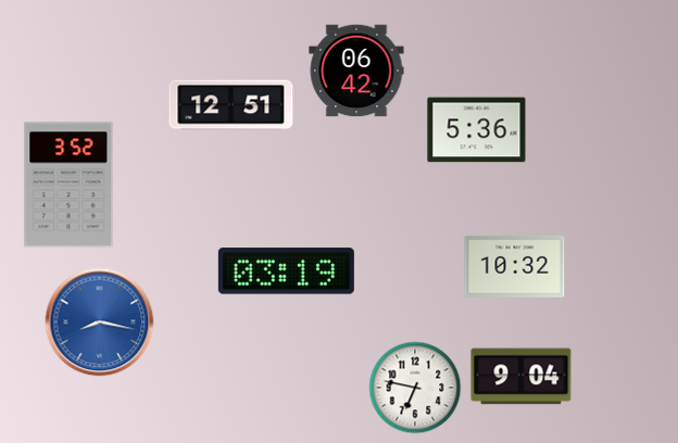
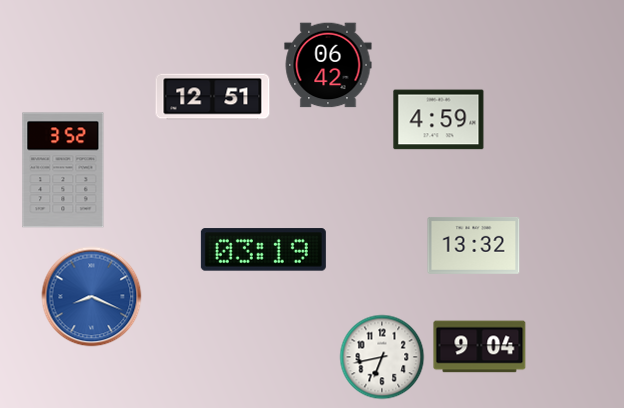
clock at (477, 130): 5:36 -> 4:59
clock at (515, 266): 10:32 -> 13:32
clock at (100, 322): 8:17 -> 8:19
clock at (415, 388): 6:47 -> 6:43
